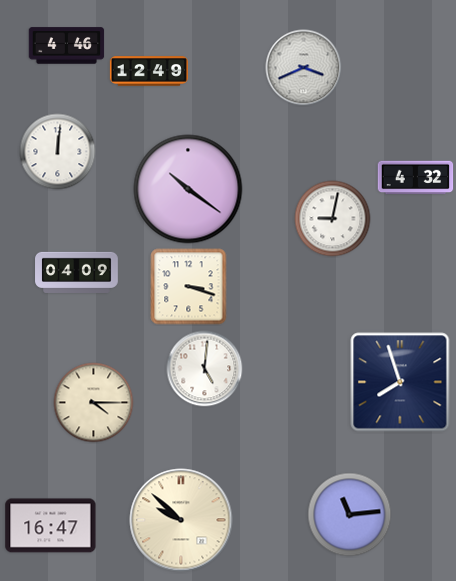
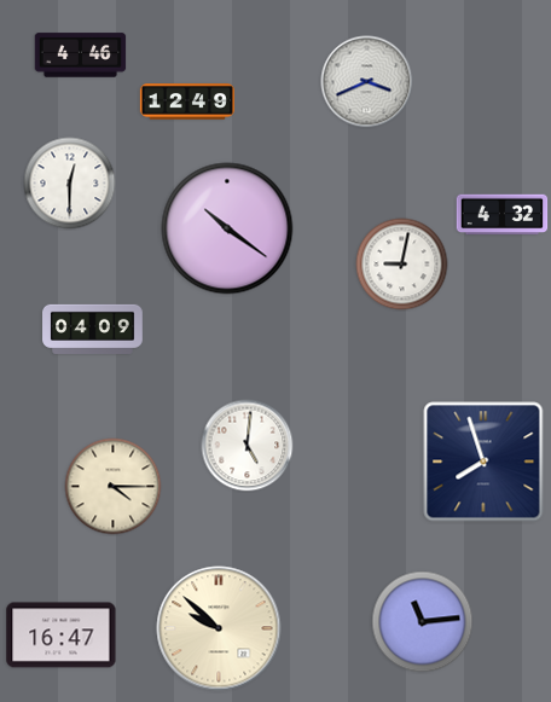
clock at (149, 71) position: (149, 71) -> (187, 101)
clock at (58, 152): 12:01 -> 12:30
clock at (189, 287): 3:18 -> none
